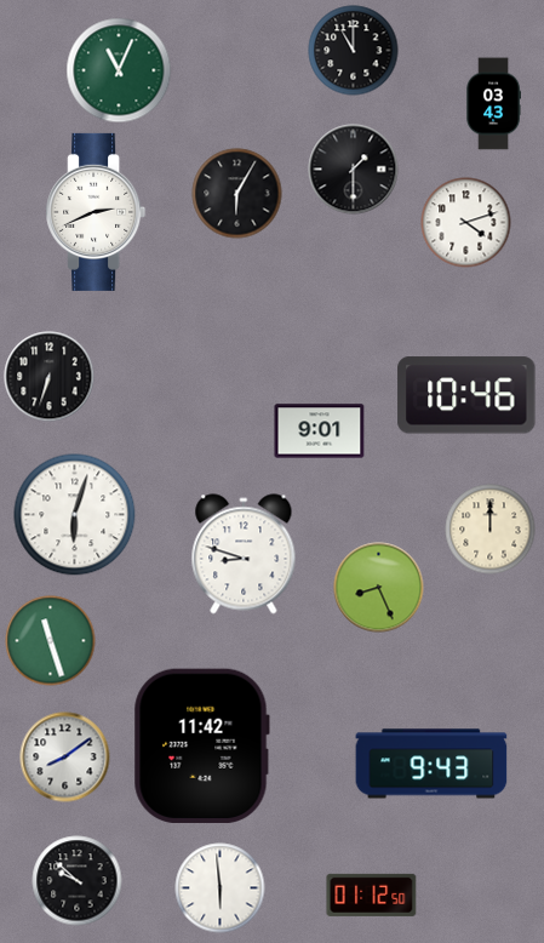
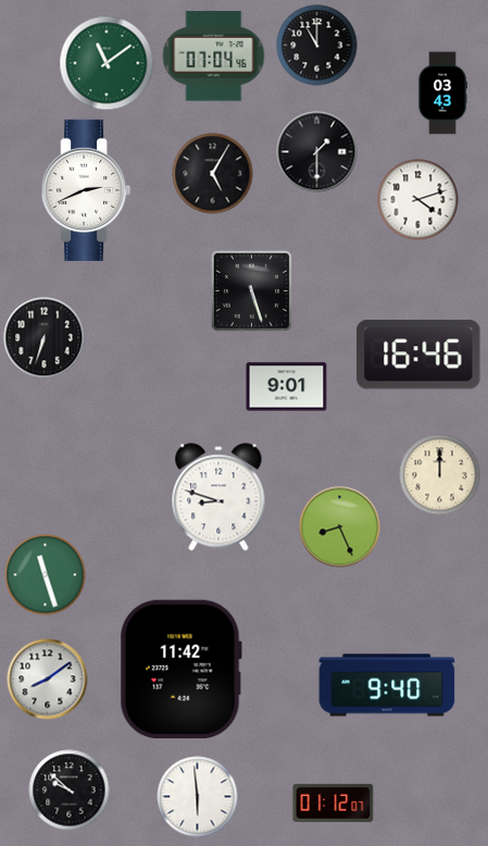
clock at (214, 57): none -> 07:04
clock at (119, 70): 11:04 -> 11:09
clock at (237, 194): 6:05 -> 5:05
clock at (251, 290): none -> 5:27
clock at (466, 395): 10:46 -> 16:46
clock at (75, 515): 6:03 -> none
clock at (65, 758) position: (65, 758) -> (48, 680)
clock at (431, 764): 9:43 -> 9:40
clock at (372, 895): 01:12:50 -> 01:12:07
